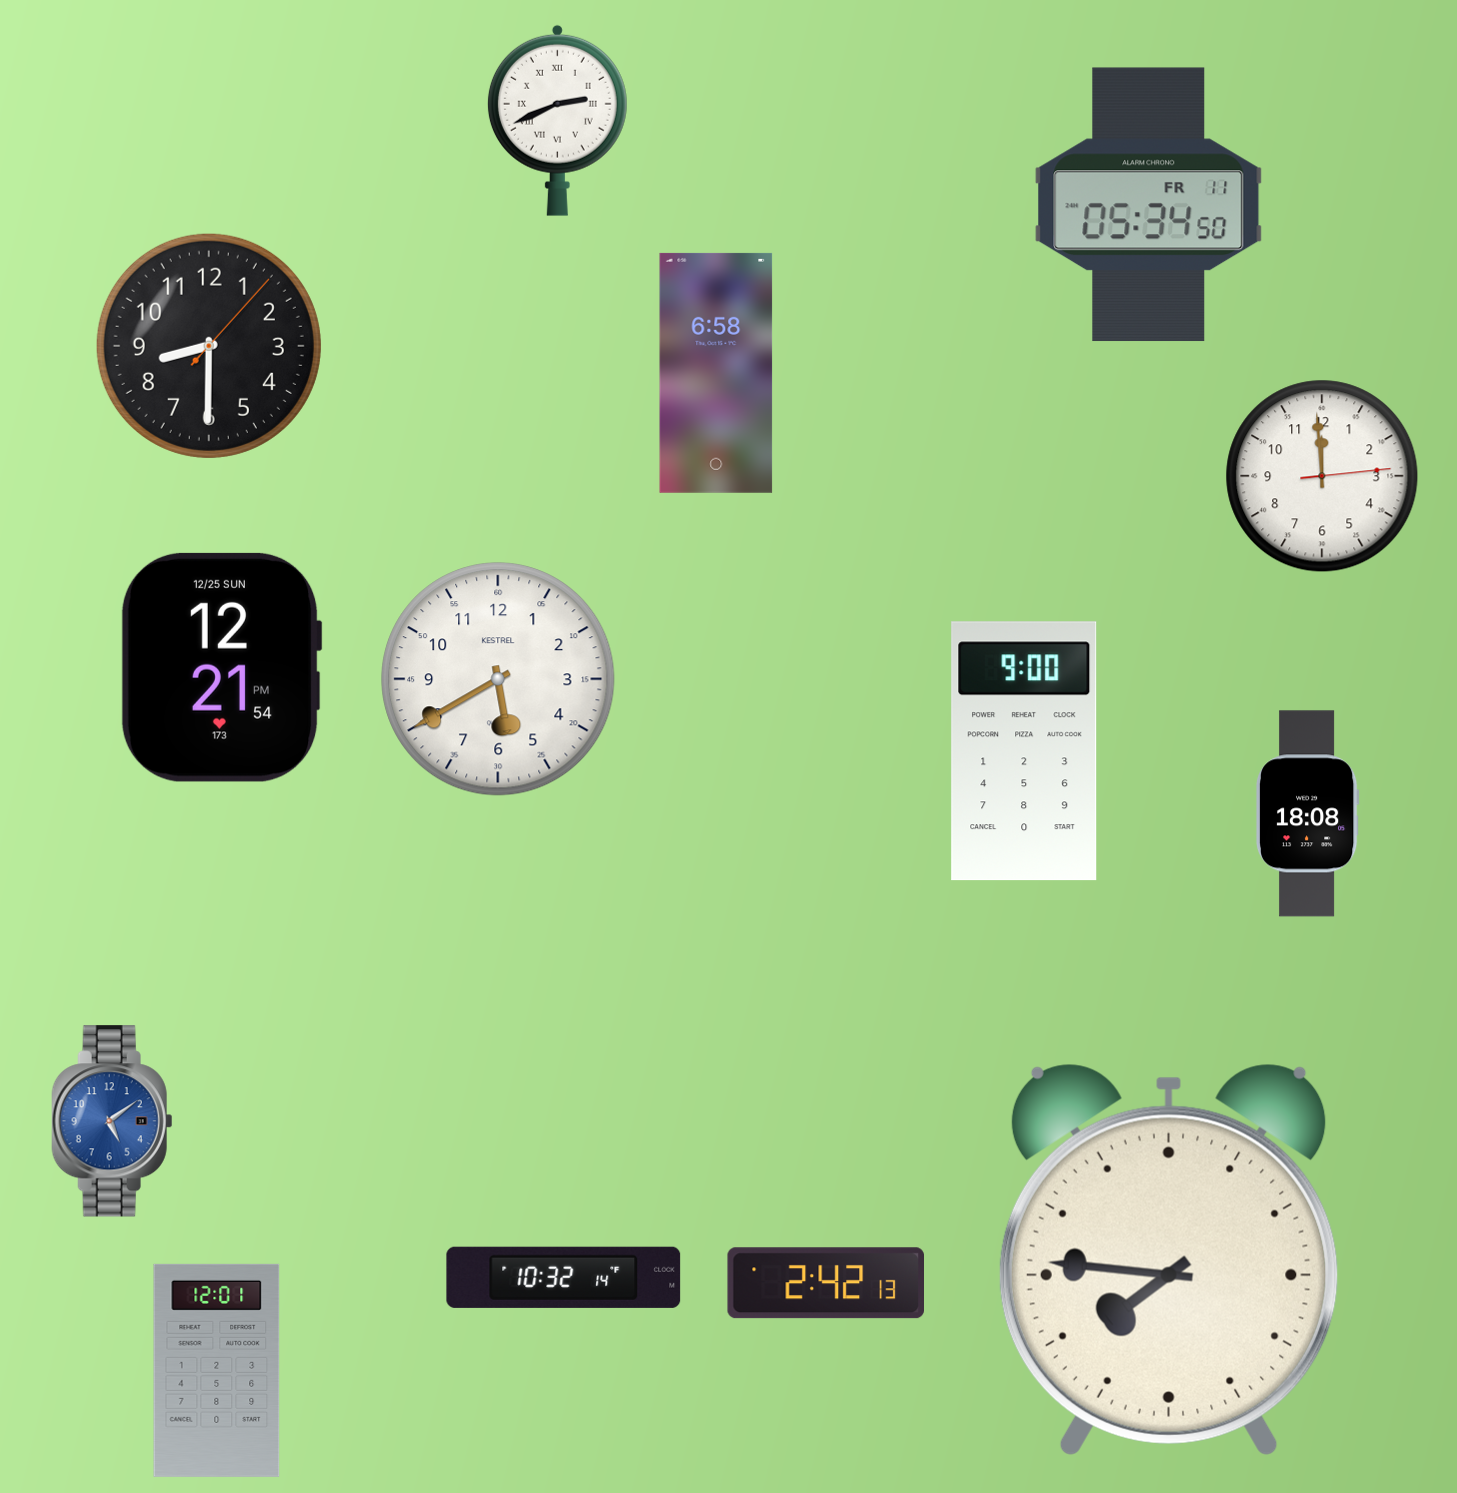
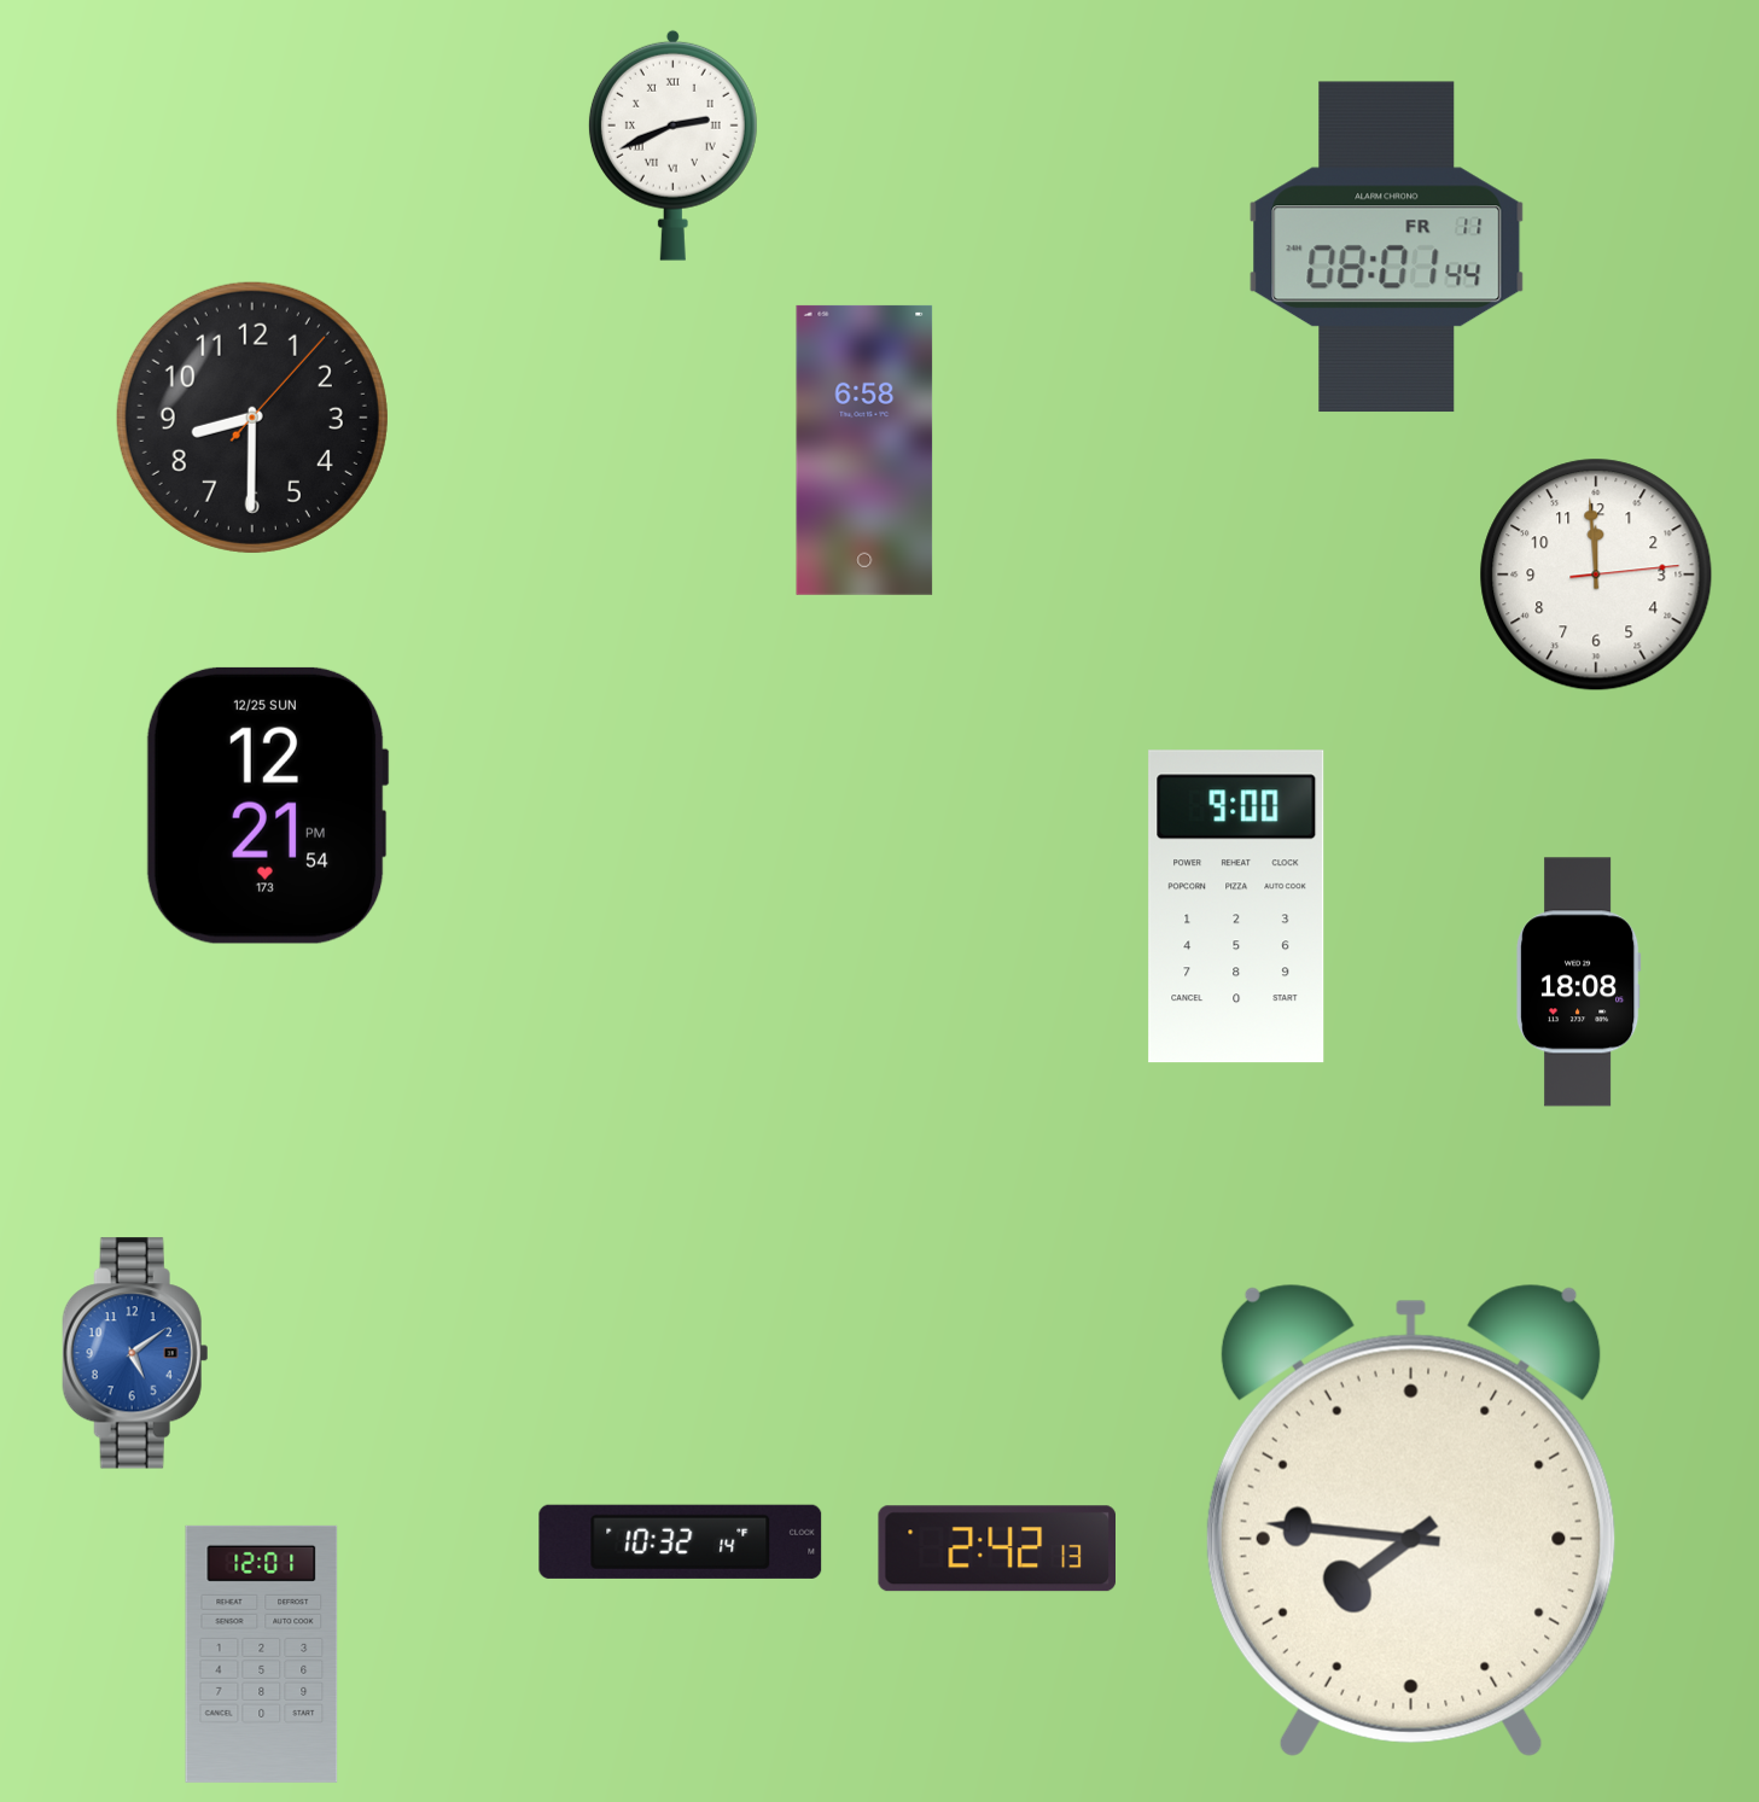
clock at (1149, 205): 05:34 -> 08:01
clock at (498, 679): 5:40 -> none
